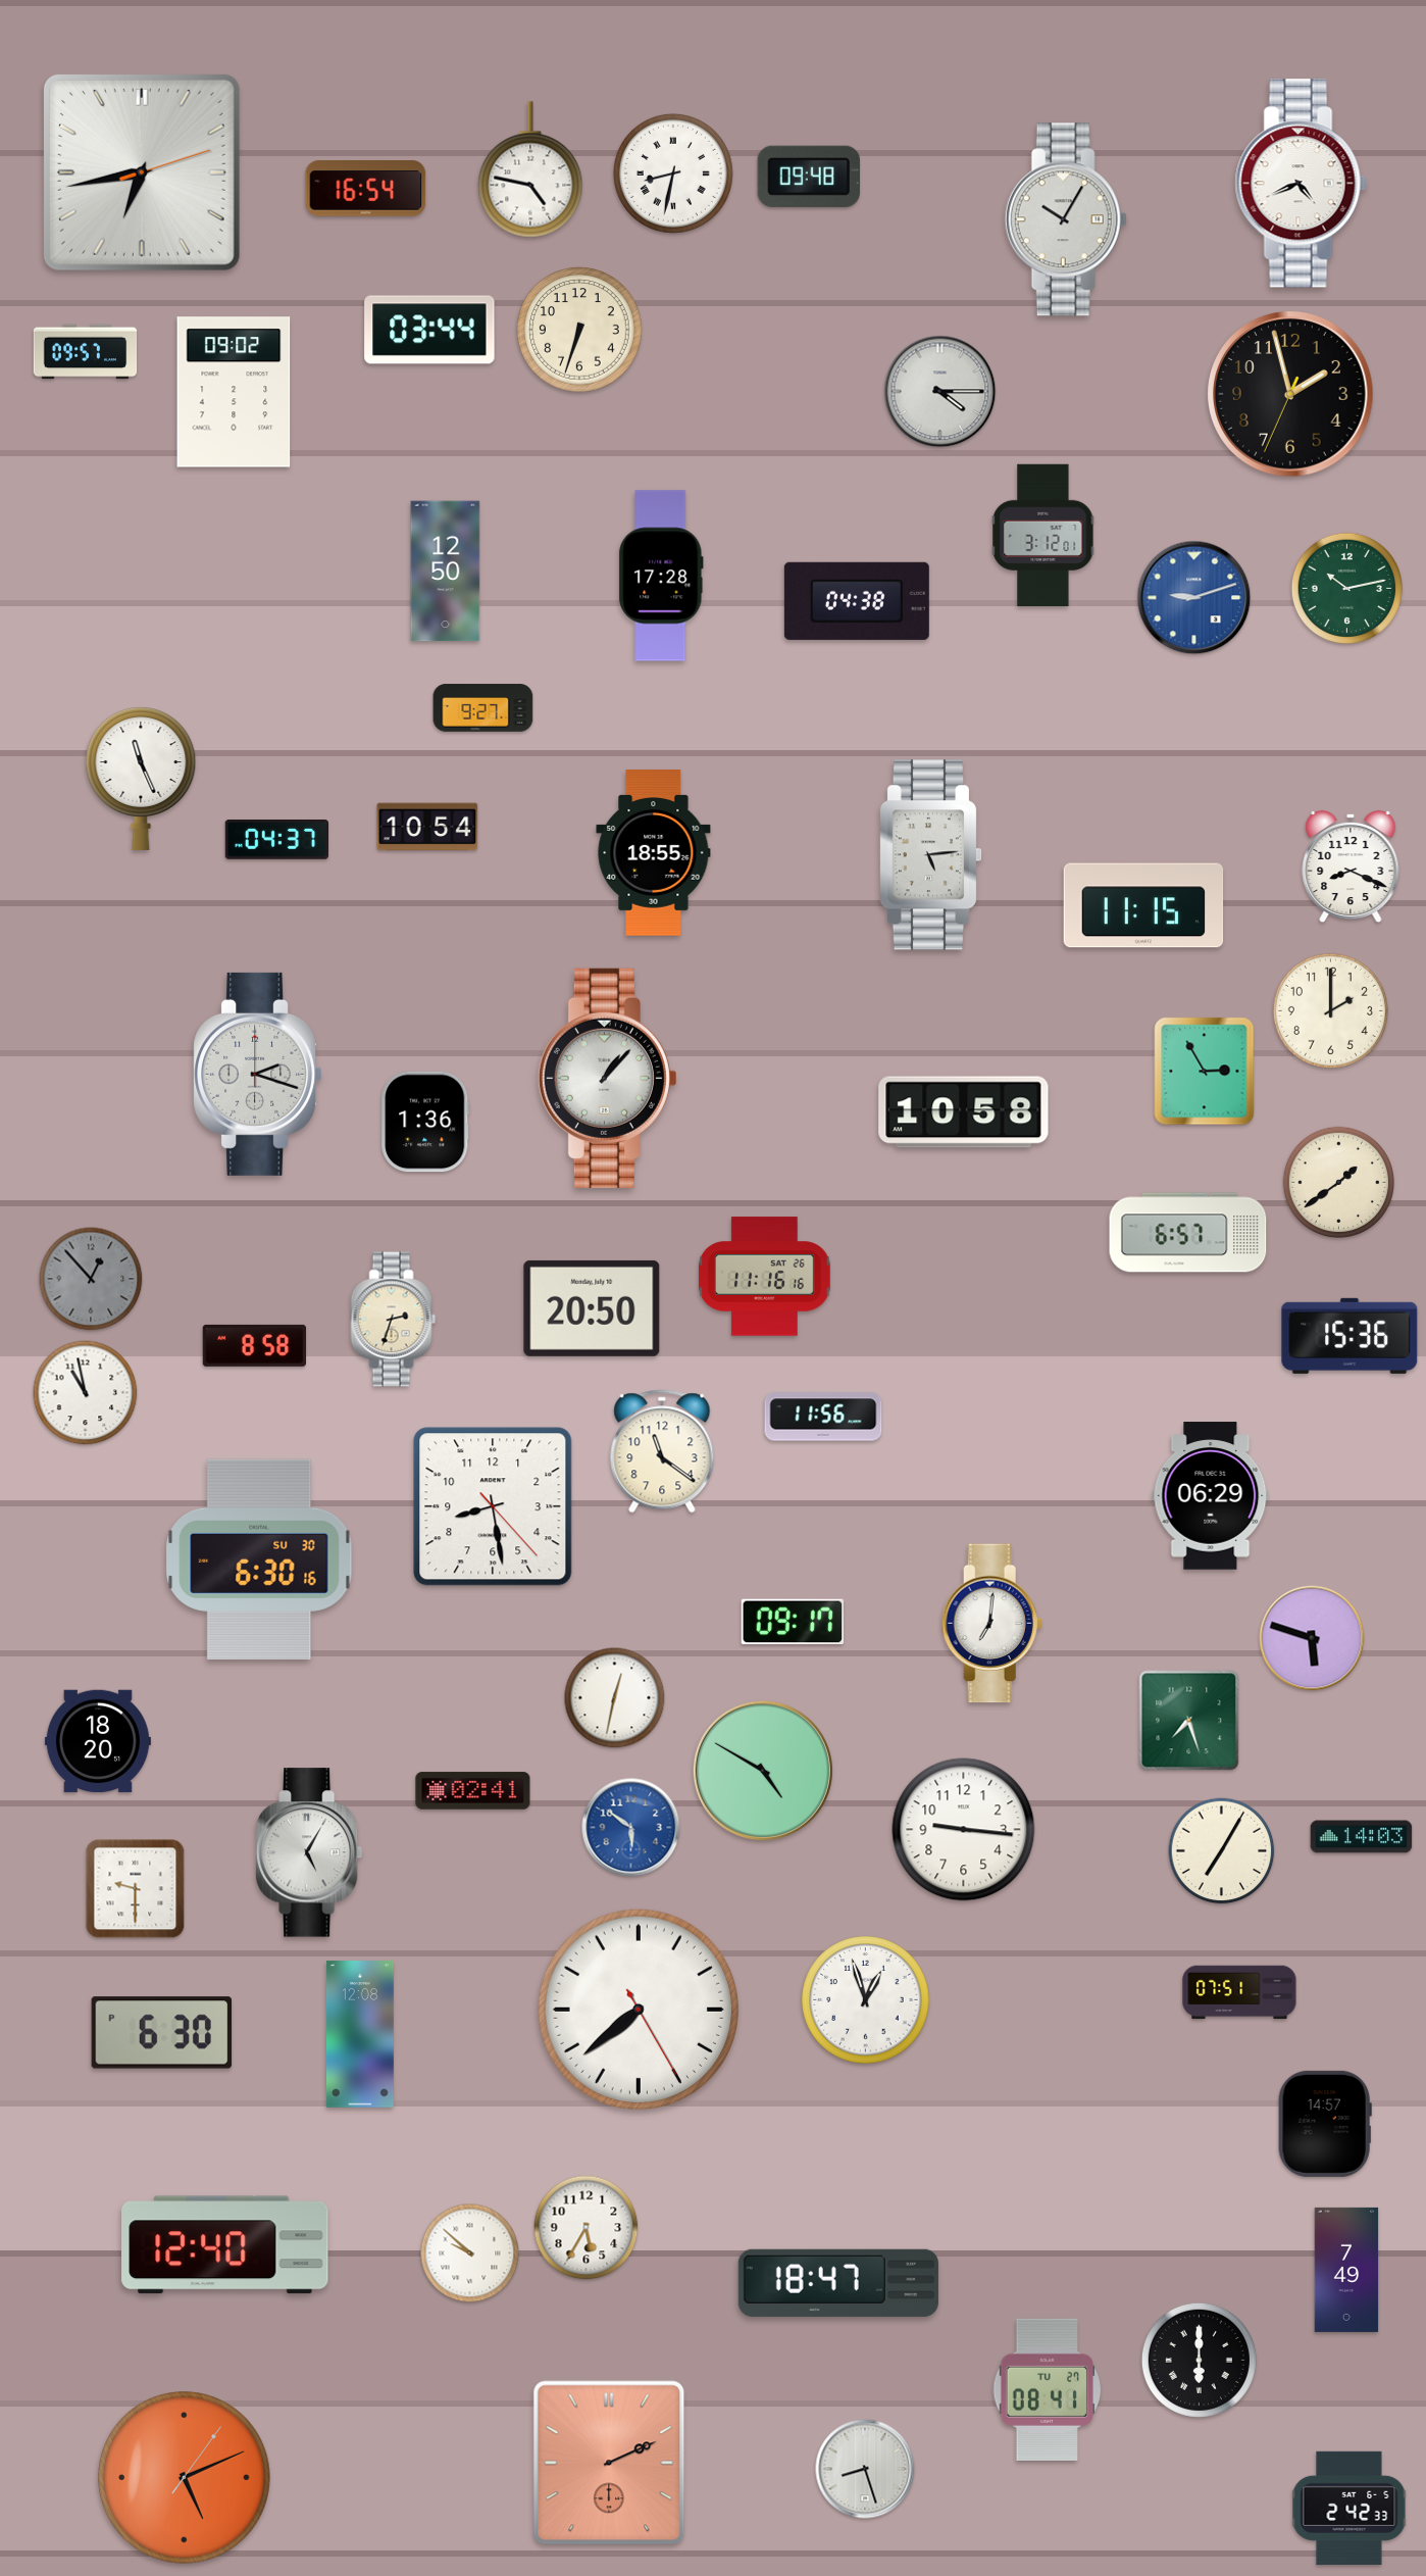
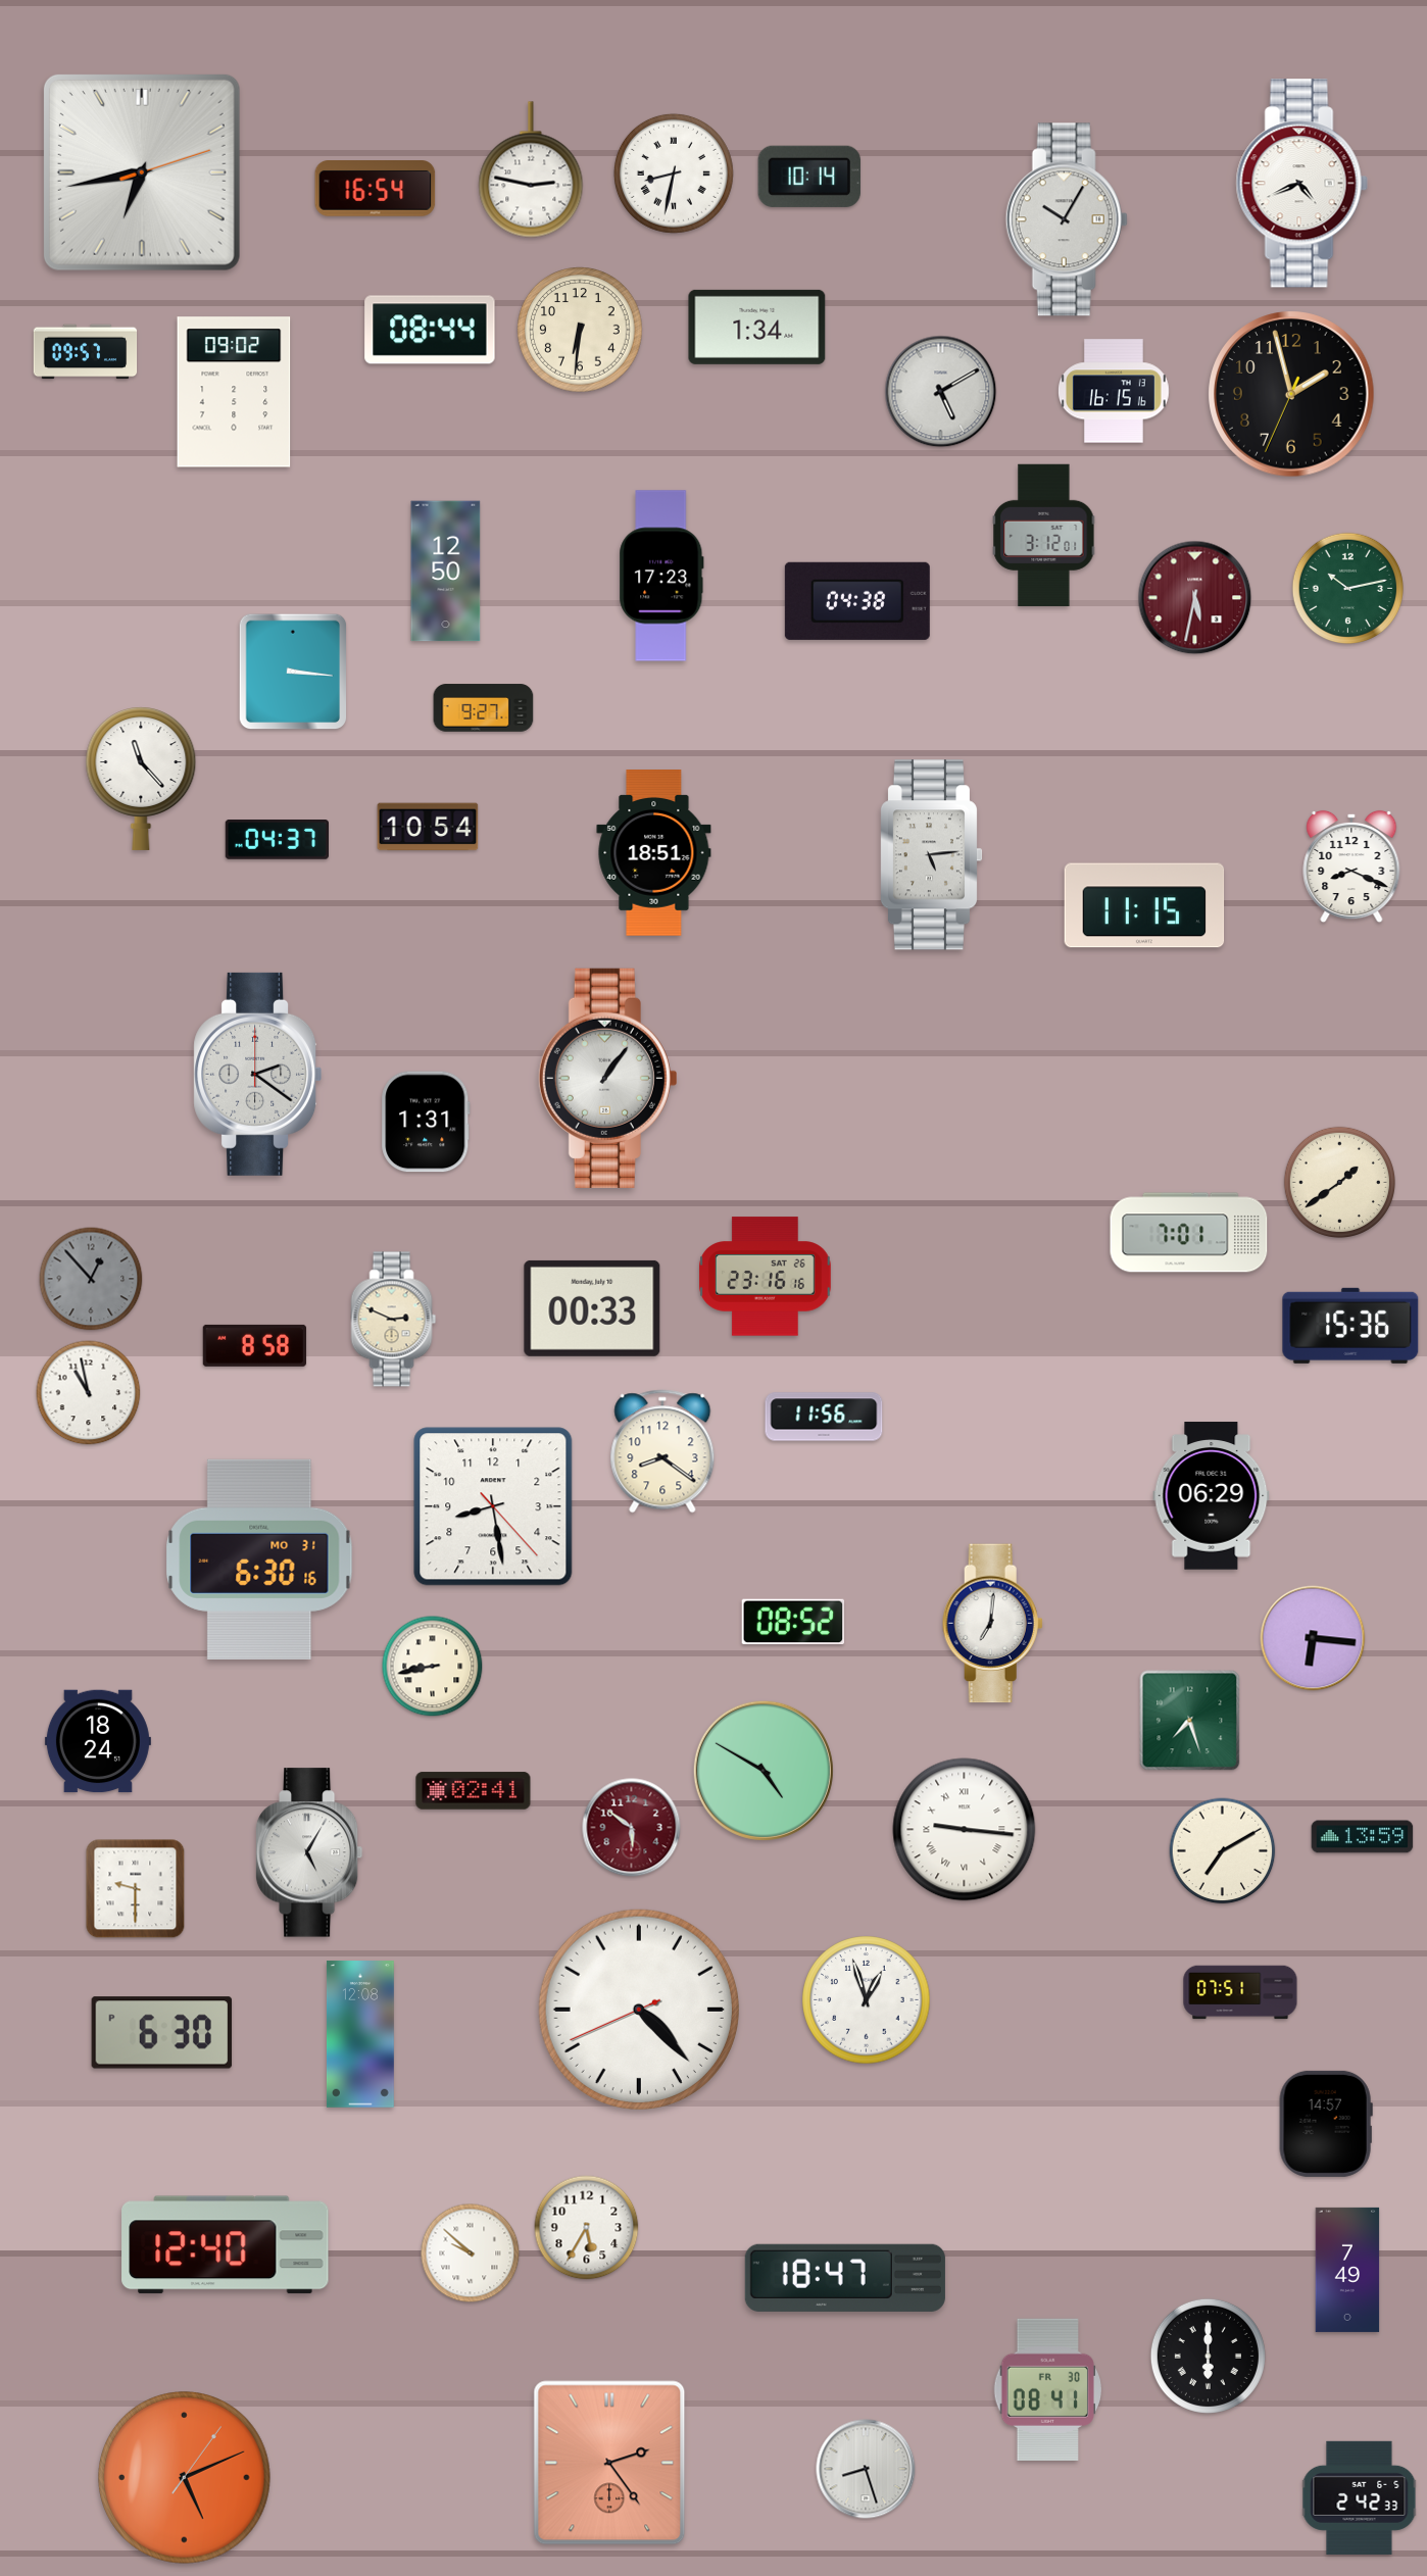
clock at (530, 169): 4:47 -> 2:47
clock at (809, 177): 09:48 -> 10:14
clock at (366, 189) position: (366, 189) -> (376, 189)
clock at (757, 327): none -> 1:34
clock at (429, 330): 03:44 -> 08:44
clock at (579, 330): 6:33 -> 6:31
clock at (1115, 391): none -> 16:15
clock at (940, 392): 4:15 -> 5:10
clock at (661, 576): 17:28 -> 17:23
clock at (1194, 598): 9:12 -> 5:32
clock at (1194, 598) dial: blue -> burgundy
clock at (293, 672): none -> 3:16
clock at (141, 779): 11:26 -> 11:23
clock at (654, 853): 18:55 -> 18:51
clock at (1330, 1010): 2:00 -> none
clock at (1205, 1072): 2:55 -> none
clock at (258, 1074): 2:18 -> 2:21
clock at (607, 1078): 1:07 -> 1:06
clock at (964, 1112): 10:58 -> none
clock at (425, 1122): 1:36 -> 1:31
clock at (1188, 1233): 6:57 -> 7:01
clock at (765, 1277): 11:16 -> 23:16
clock at (592, 1308): 20:50 -> 00:33
clock at (394, 1320): 2:33 -> 2:49
clock at (1349, 1336) position: (1349, 1336) -> (1350, 1326)
clock at (86, 1393) position: (86, 1393) -> (89, 1393)
clock at (662, 1451): 11:21 -> 8:21
clock at (259, 1559) date: SU 30 -> MO 31
clock at (793, 1622): 09:17 -> 08:52
clock at (1312, 1638): 5:48 -> 6:16
clock at (433, 1667): none -> 8:43
clock at (615, 1698): 12:32 -> none
clock at (98, 1741): 18:20 -> 18:24
clock at (631, 1828) dial: blue -> burgundy
clock at (964, 1830) numerals: Arabic -> Roman
clock at (1362, 1837): 14:03 -> 13:59
clock at (1222, 1851): 7:05 -> 7:10
clock at (639, 2010): 7:38 -> 4:22
clock at (838, 2283) position: (838, 2283) -> (845, 2278)
clock at (1199, 2360) position: (1199, 2360) -> (1208, 2356)
clock at (1047, 2389) date: TU 27 -> FR 30
clock at (609, 2463): 2:11 -> 2:24
clock at (1349, 2508) position: (1349, 2508) -> (1360, 2497)
